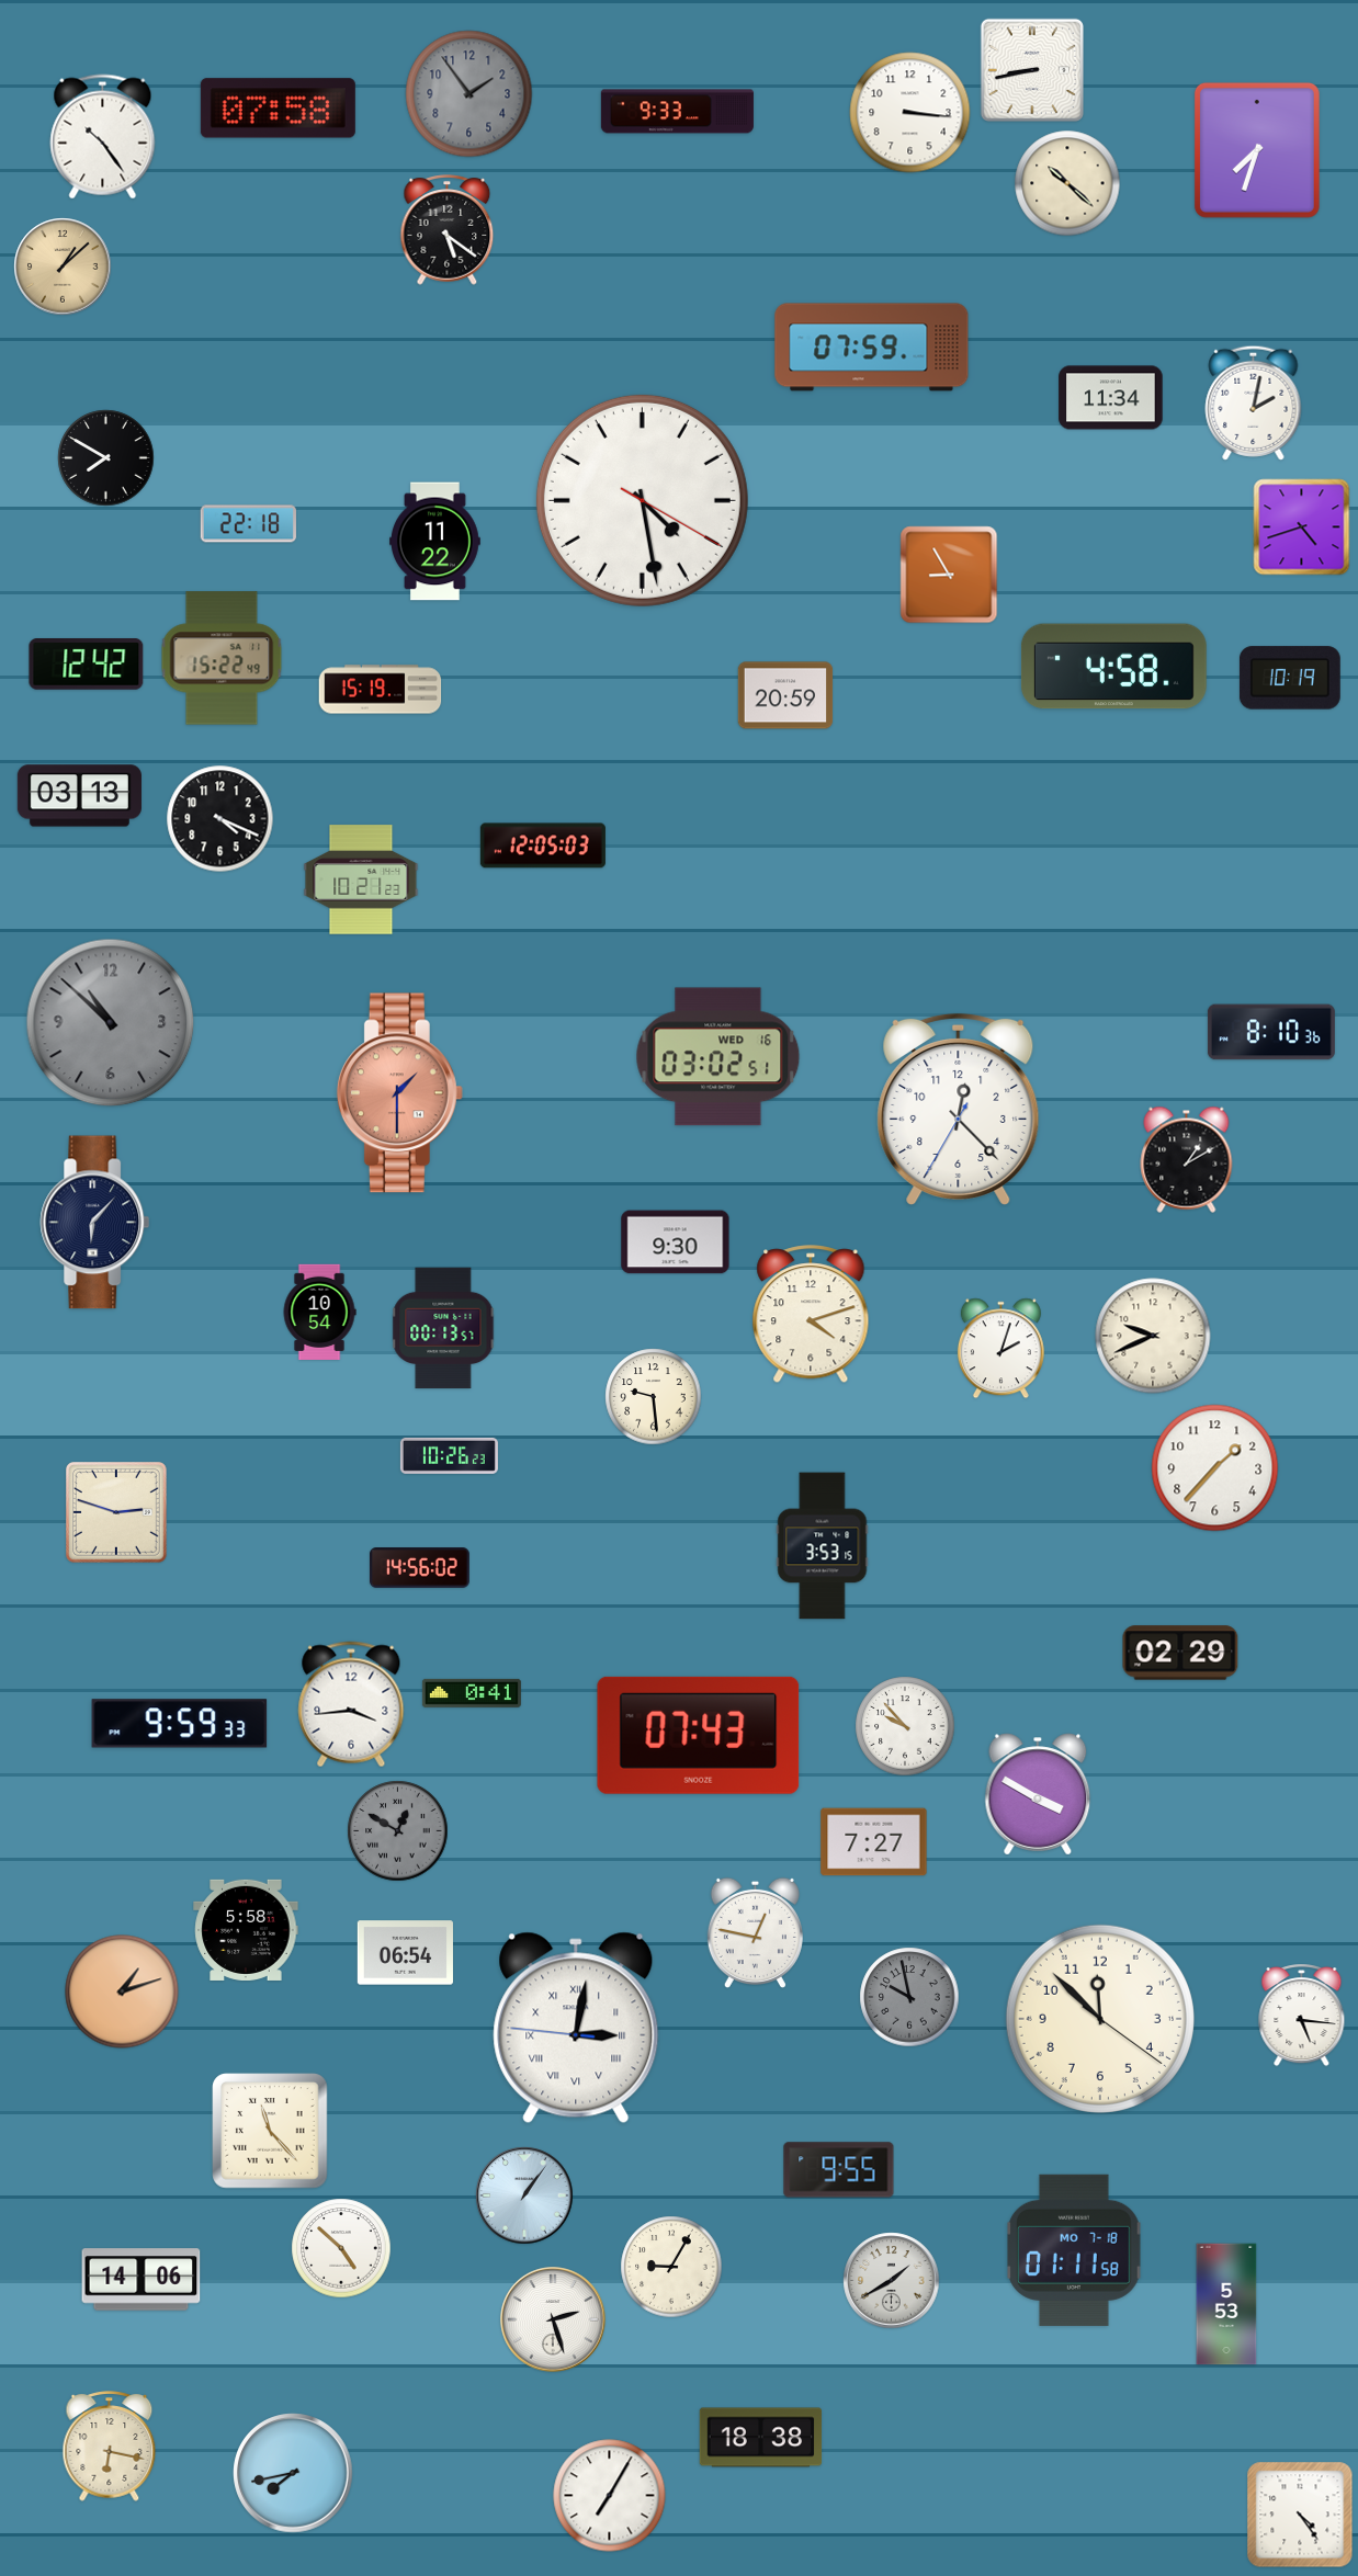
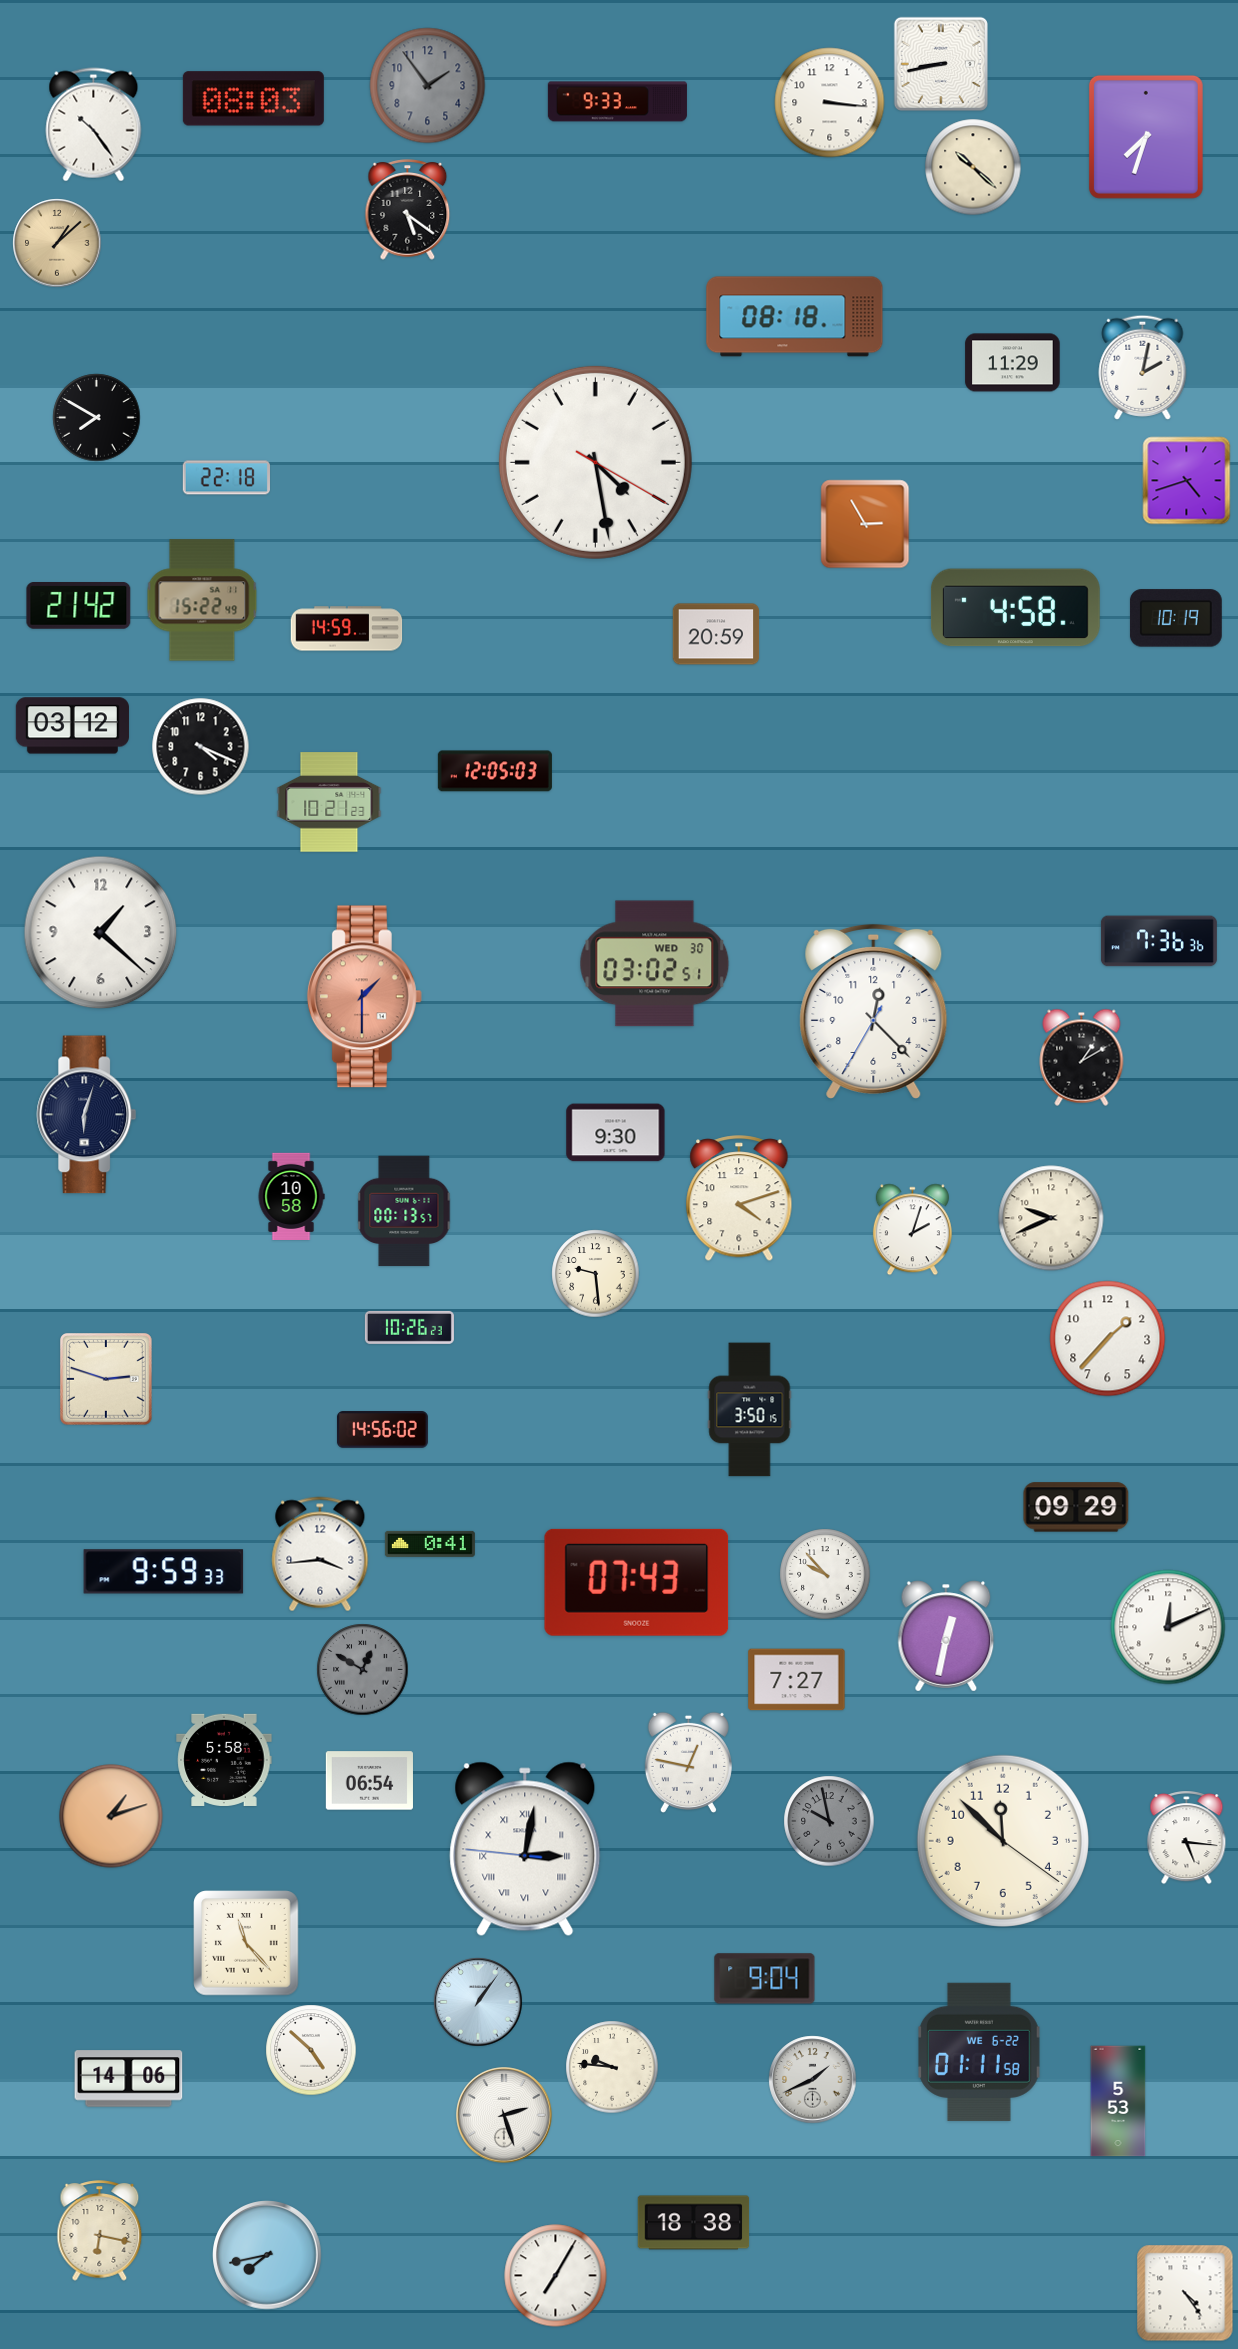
clock at (278, 109): 07:58 -> 08:03
clock at (872, 348): 07:59 -> 08:18
clock at (1111, 398): 11:34 -> 11:29
clock at (642, 500) position: (642, 500) -> (595, 462)
clock at (435, 542): 11:22 -> none
clock at (949, 575): 8:55 -> 2:55
clock at (87, 665): 12:42 -> 21:42
clock at (381, 690): 15:19 -> 14:59
clock at (79, 796): 03:13 -> 03:12
clock at (111, 1023): 10:52 -> 1:22
clock at (111, 1023) dial: grey -> white
clock at (1271, 1032): 8:10 -> 7:36
clock at (718, 1057) date: WED 16 -> WED 30
clock at (95, 1223): 6:07 -> 6:03
clock at (319, 1312): 10:54 -> 10:58
clock at (823, 1546): 3:53 -> 3:50
clock at (1180, 1653): 02:29 -> 09:29
clock at (1168, 1627): none -> 12:11
clock at (1038, 1794): 3:50 -> 12:32
clock at (839, 2170): 9:55 -> 9:04
clock at (1074, 2250) date: MO 7-18 -> WE 6-22
clock at (671, 2267): 9:05 -> 9:46
clock at (892, 2281): 1:40 -> 1:41
